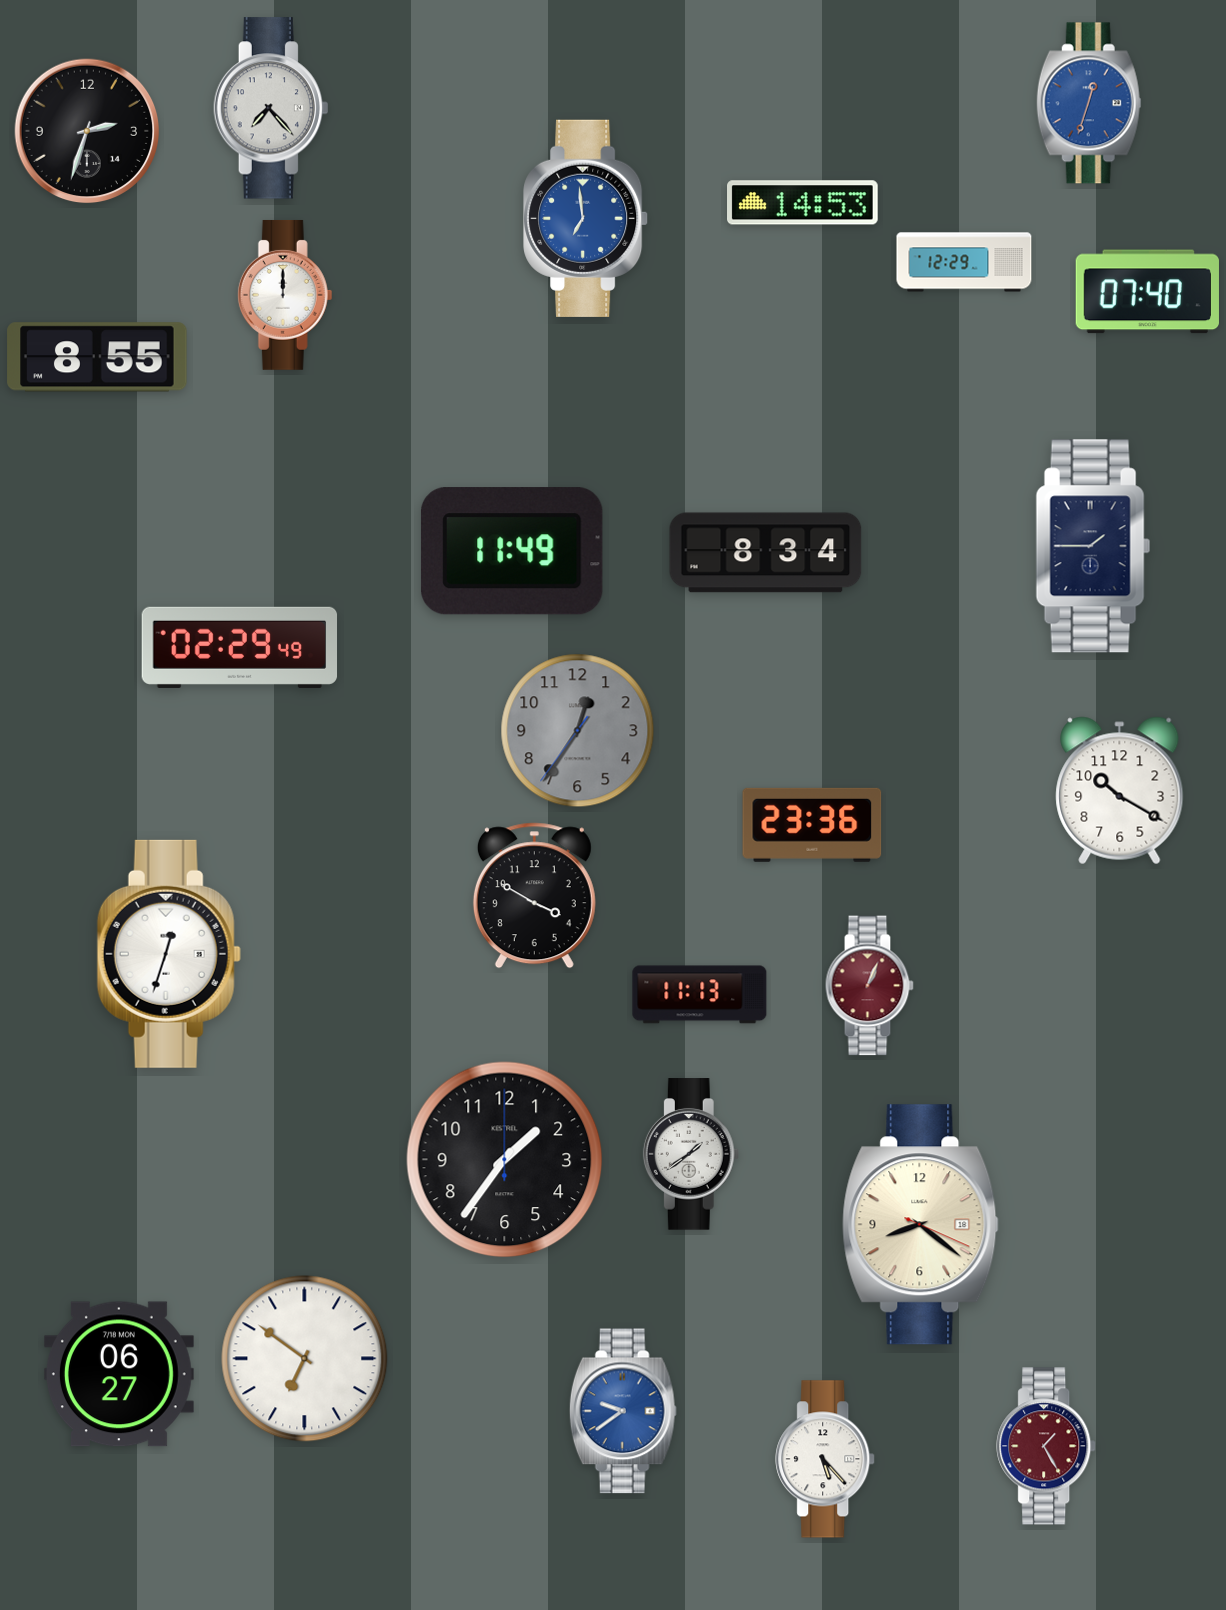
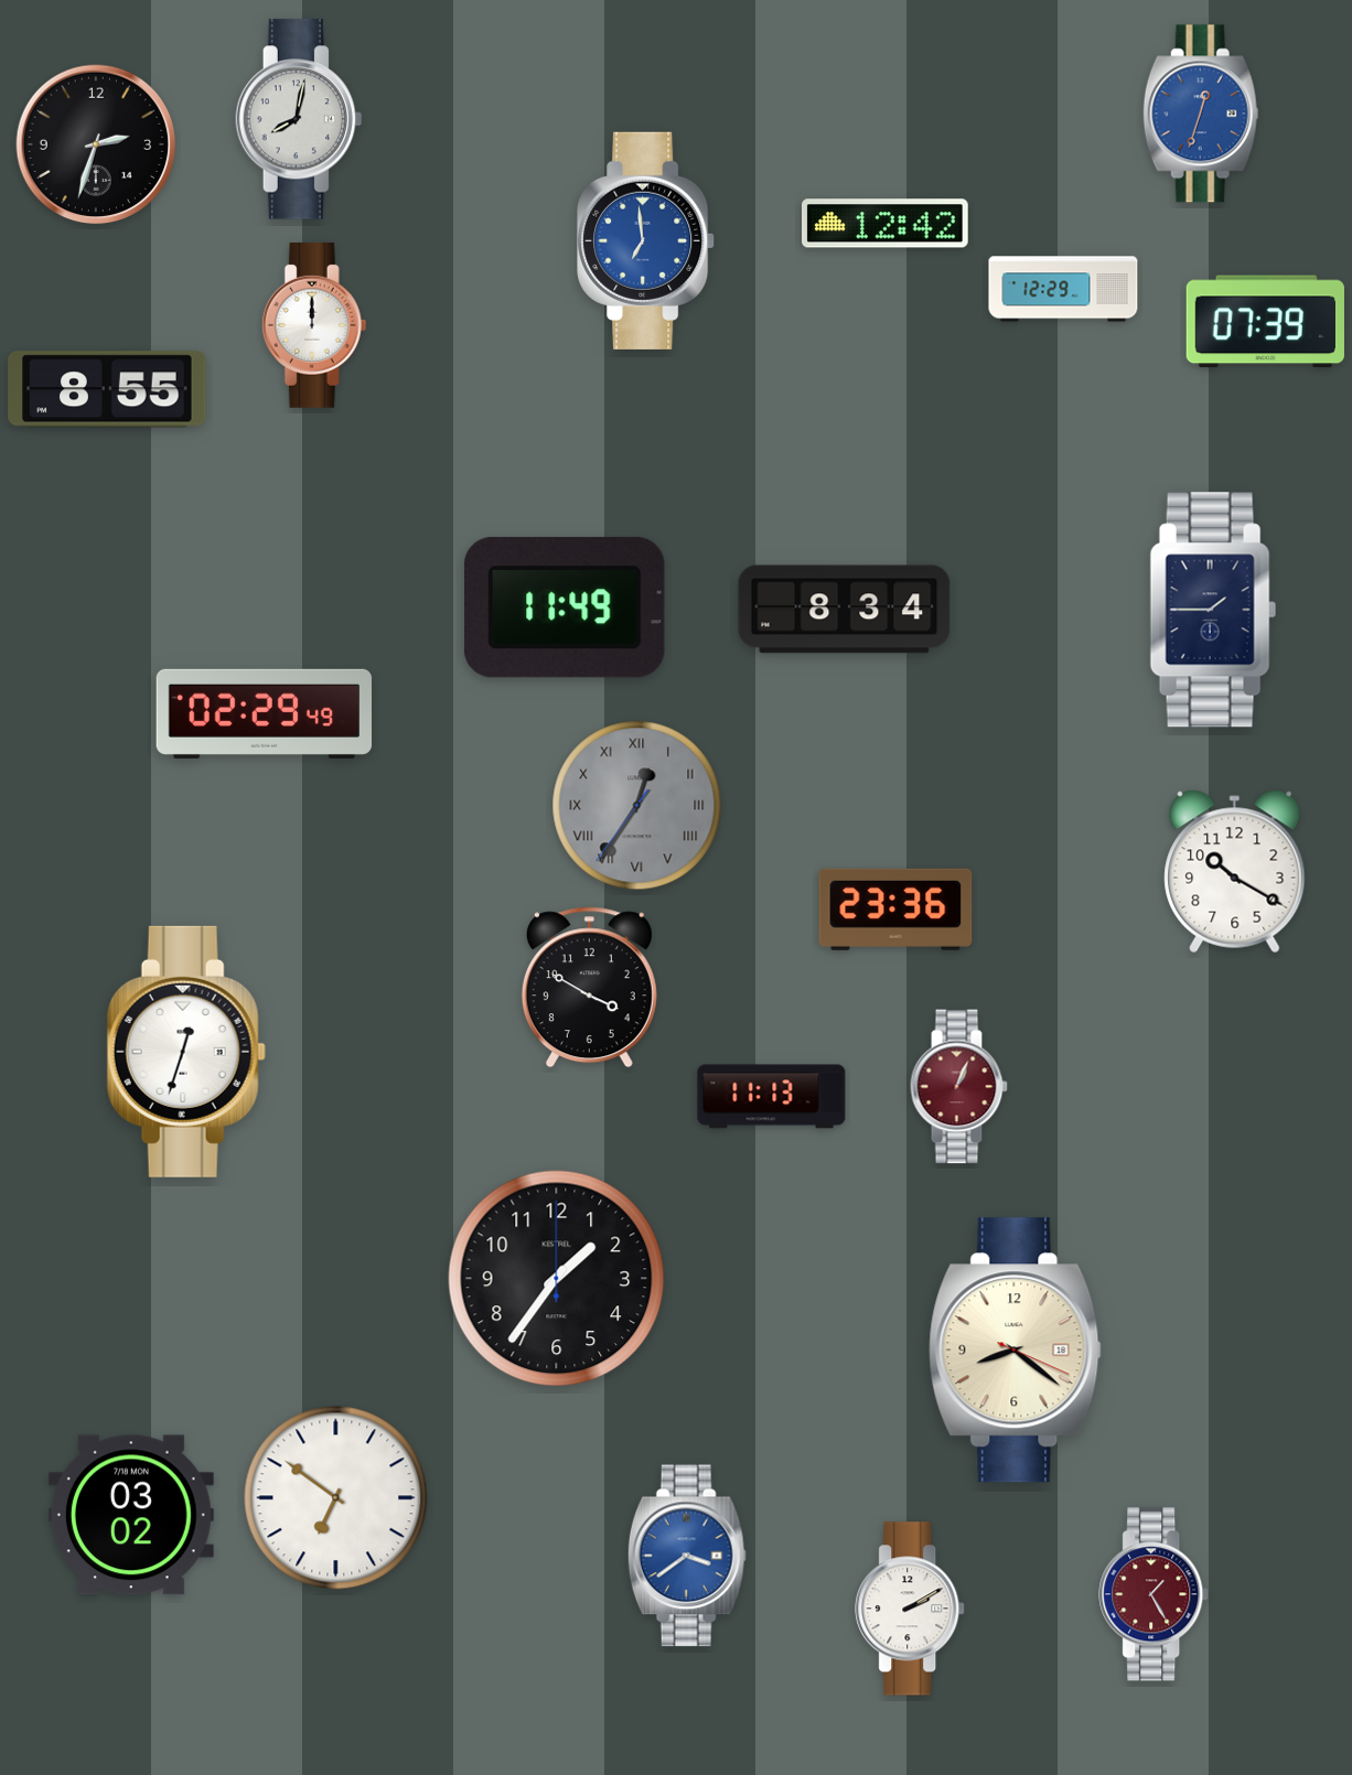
clock at (271, 108): 7:23 -> 8:02
clock at (803, 203): 14:53 -> 12:42
clock at (1147, 292): 07:40 -> 07:39
clock at (97, 357) position: (97, 357) -> (107, 389)
clock at (1093, 546) position: (1093, 546) -> (1213, 610)
clock at (578, 731) numerals: Arabic -> Roman
clock at (691, 1154): 1:39 -> none
clock at (119, 1374): 06:27 -> 03:02
clock at (623, 1411): 9:39 -> 3:39
clock at (826, 1459): 5:23 -> 2:10
